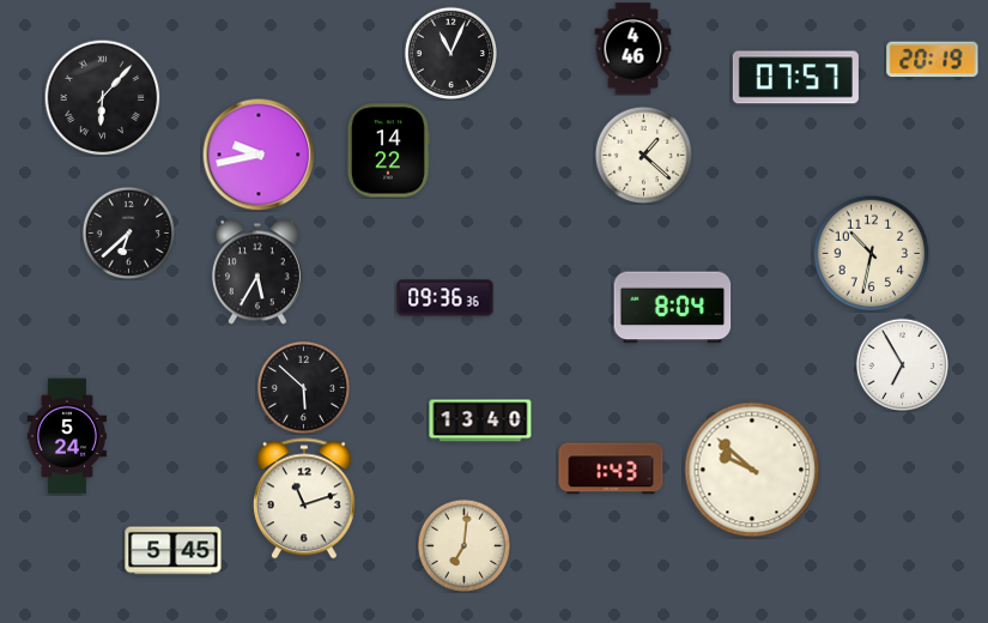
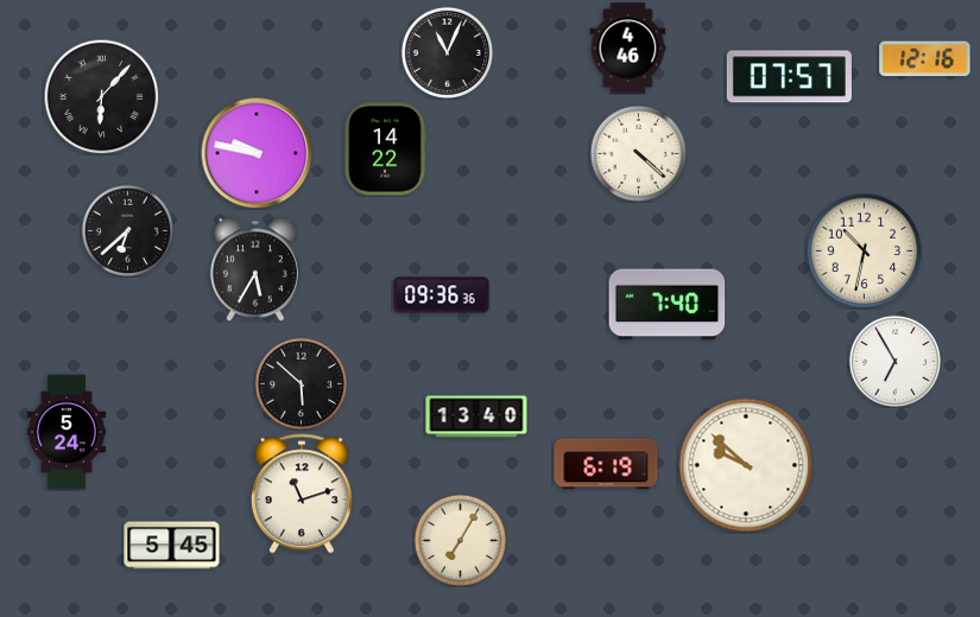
clock at (933, 60): 20:19 -> 12:16
clock at (259, 155): 9:43 -> 9:47
clock at (643, 155): 1:22 -> 4:22
clock at (673, 308): 8:04 -> 7:40
clock at (611, 468): 1:43 -> 6:19
clock at (463, 545): 7:01 -> 7:05
